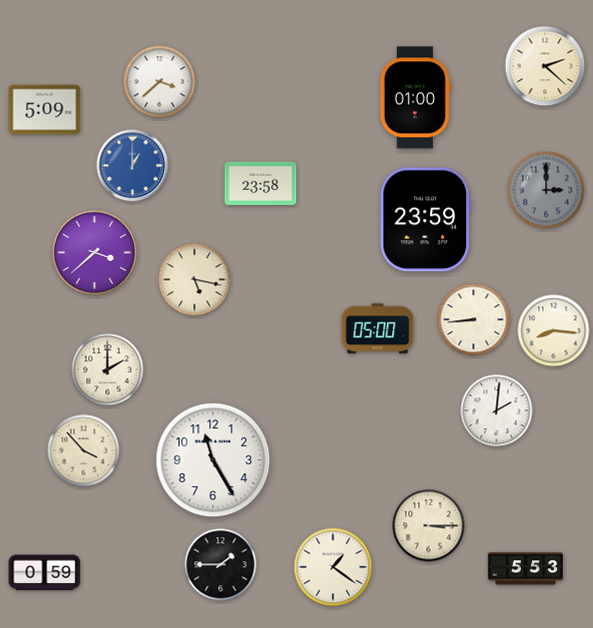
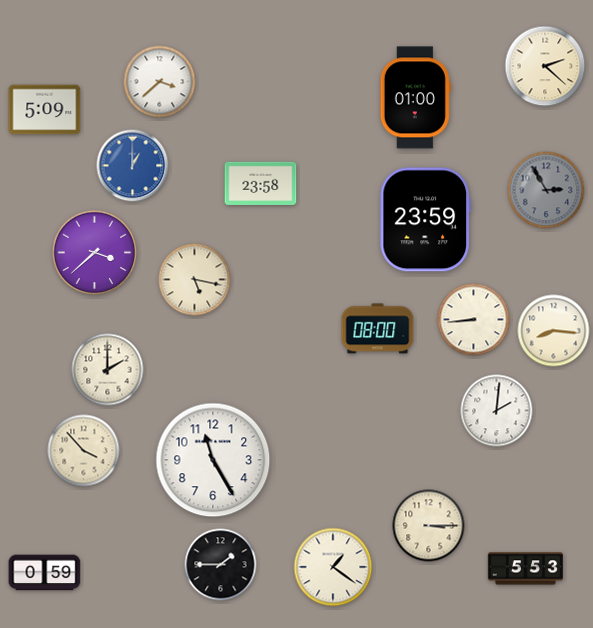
clock at (546, 190): 3:00 -> 2:55
clock at (378, 329): 05:00 -> 08:00
